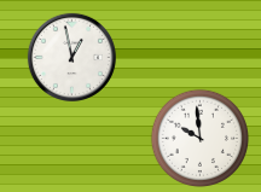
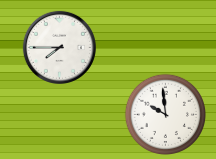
clock at (71, 57): 12:58 -> 7:45
